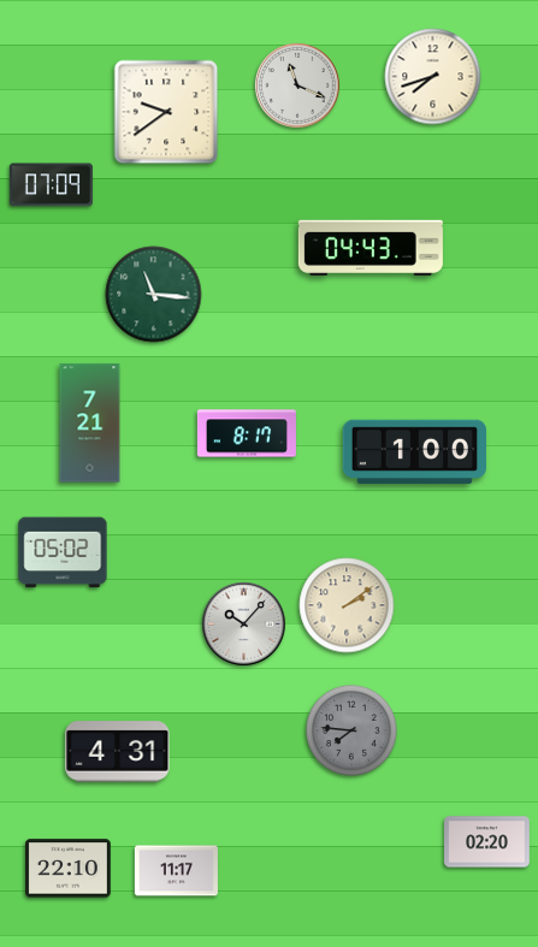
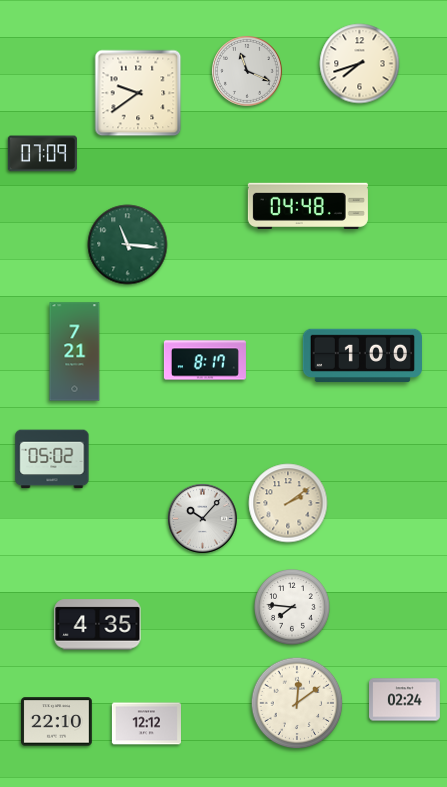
clock at (371, 248): 04:43 -> 04:48
clock at (414, 452) position: (414, 452) -> (362, 356)
clock at (351, 732) dial: grey -> white
clock at (118, 752): 4:31 -> 4:35
clock at (487, 842): 02:20 -> 02:24
clock at (297, 703): none -> 12:09
clock at (176, 871): 11:17 -> 12:12
